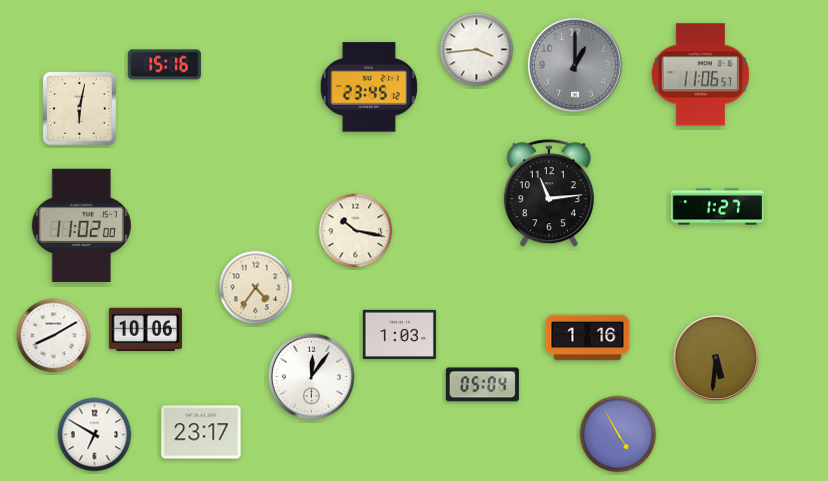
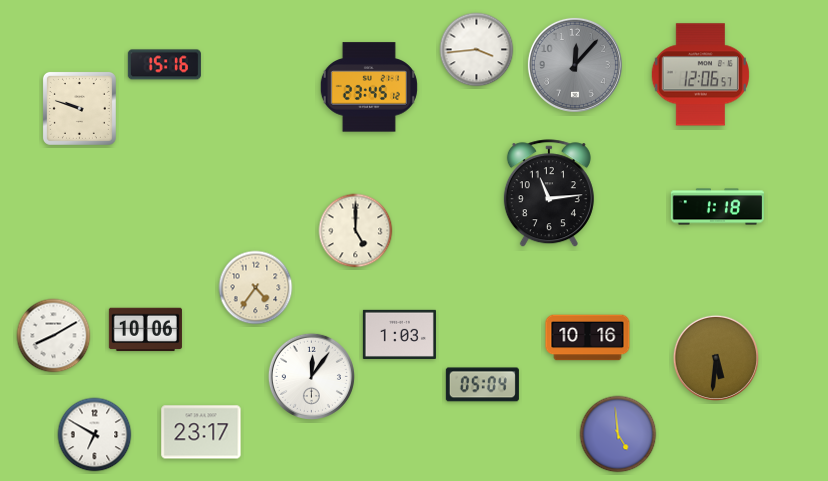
clock at (575, 65): 1:00 -> 12:07
clock at (700, 75): 11:06 -> 12:06
clock at (79, 108): 6:02 -> 9:48
clock at (717, 207): 1:27 -> 1:18
clock at (81, 225): 11:02 -> none
clock at (356, 231): 10:17 -> 5:00
clock at (588, 338): 1:16 -> 10:16
clock at (618, 434): 4:55 -> 4:59
